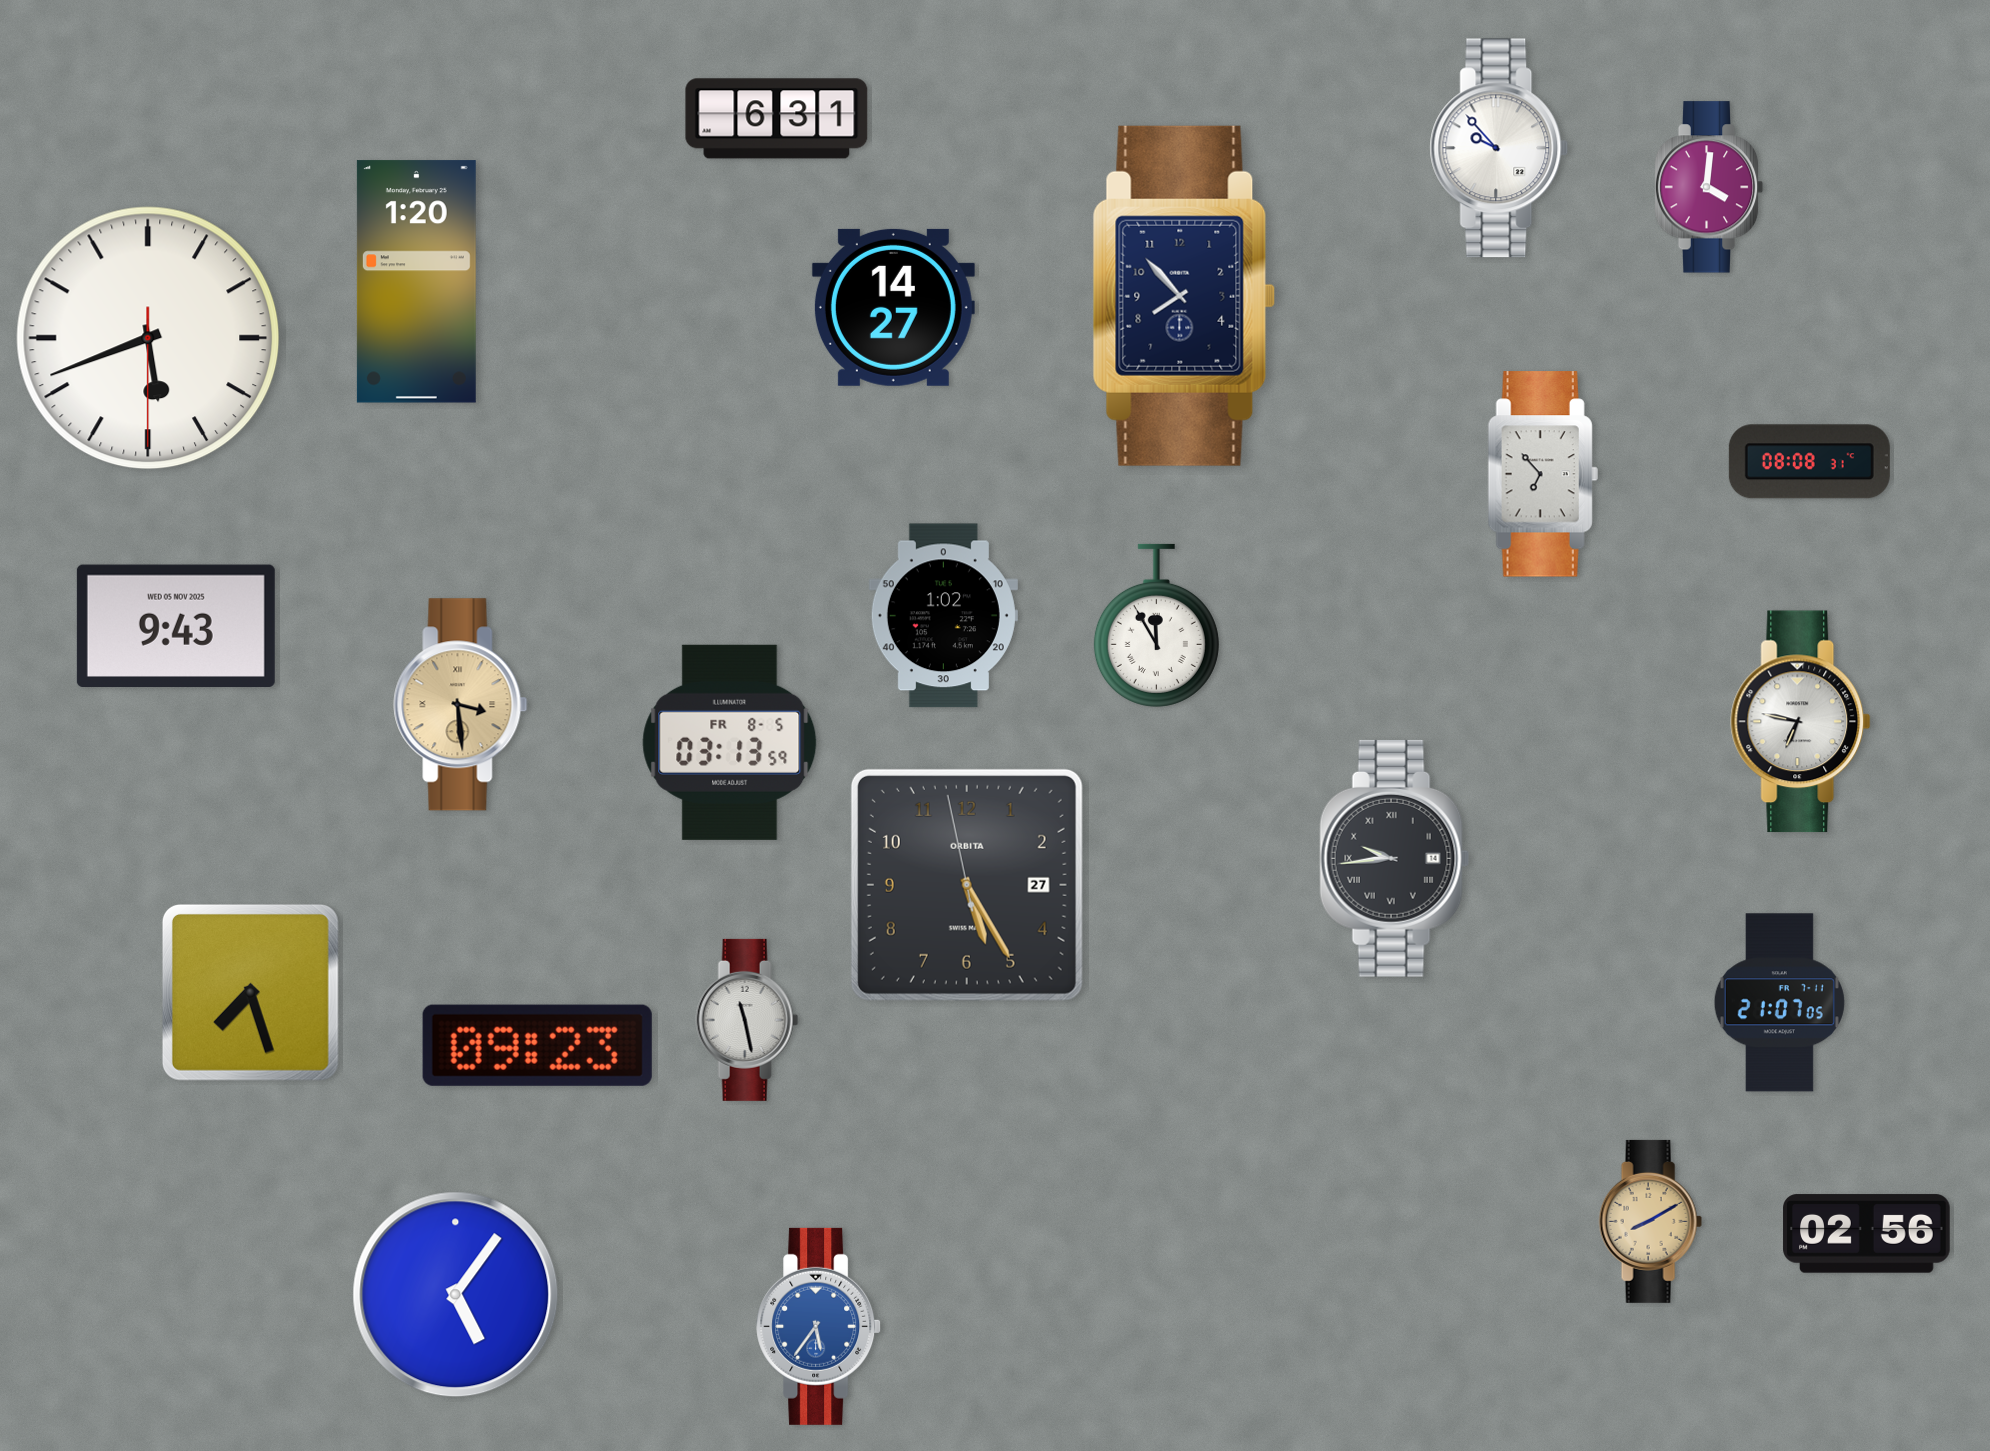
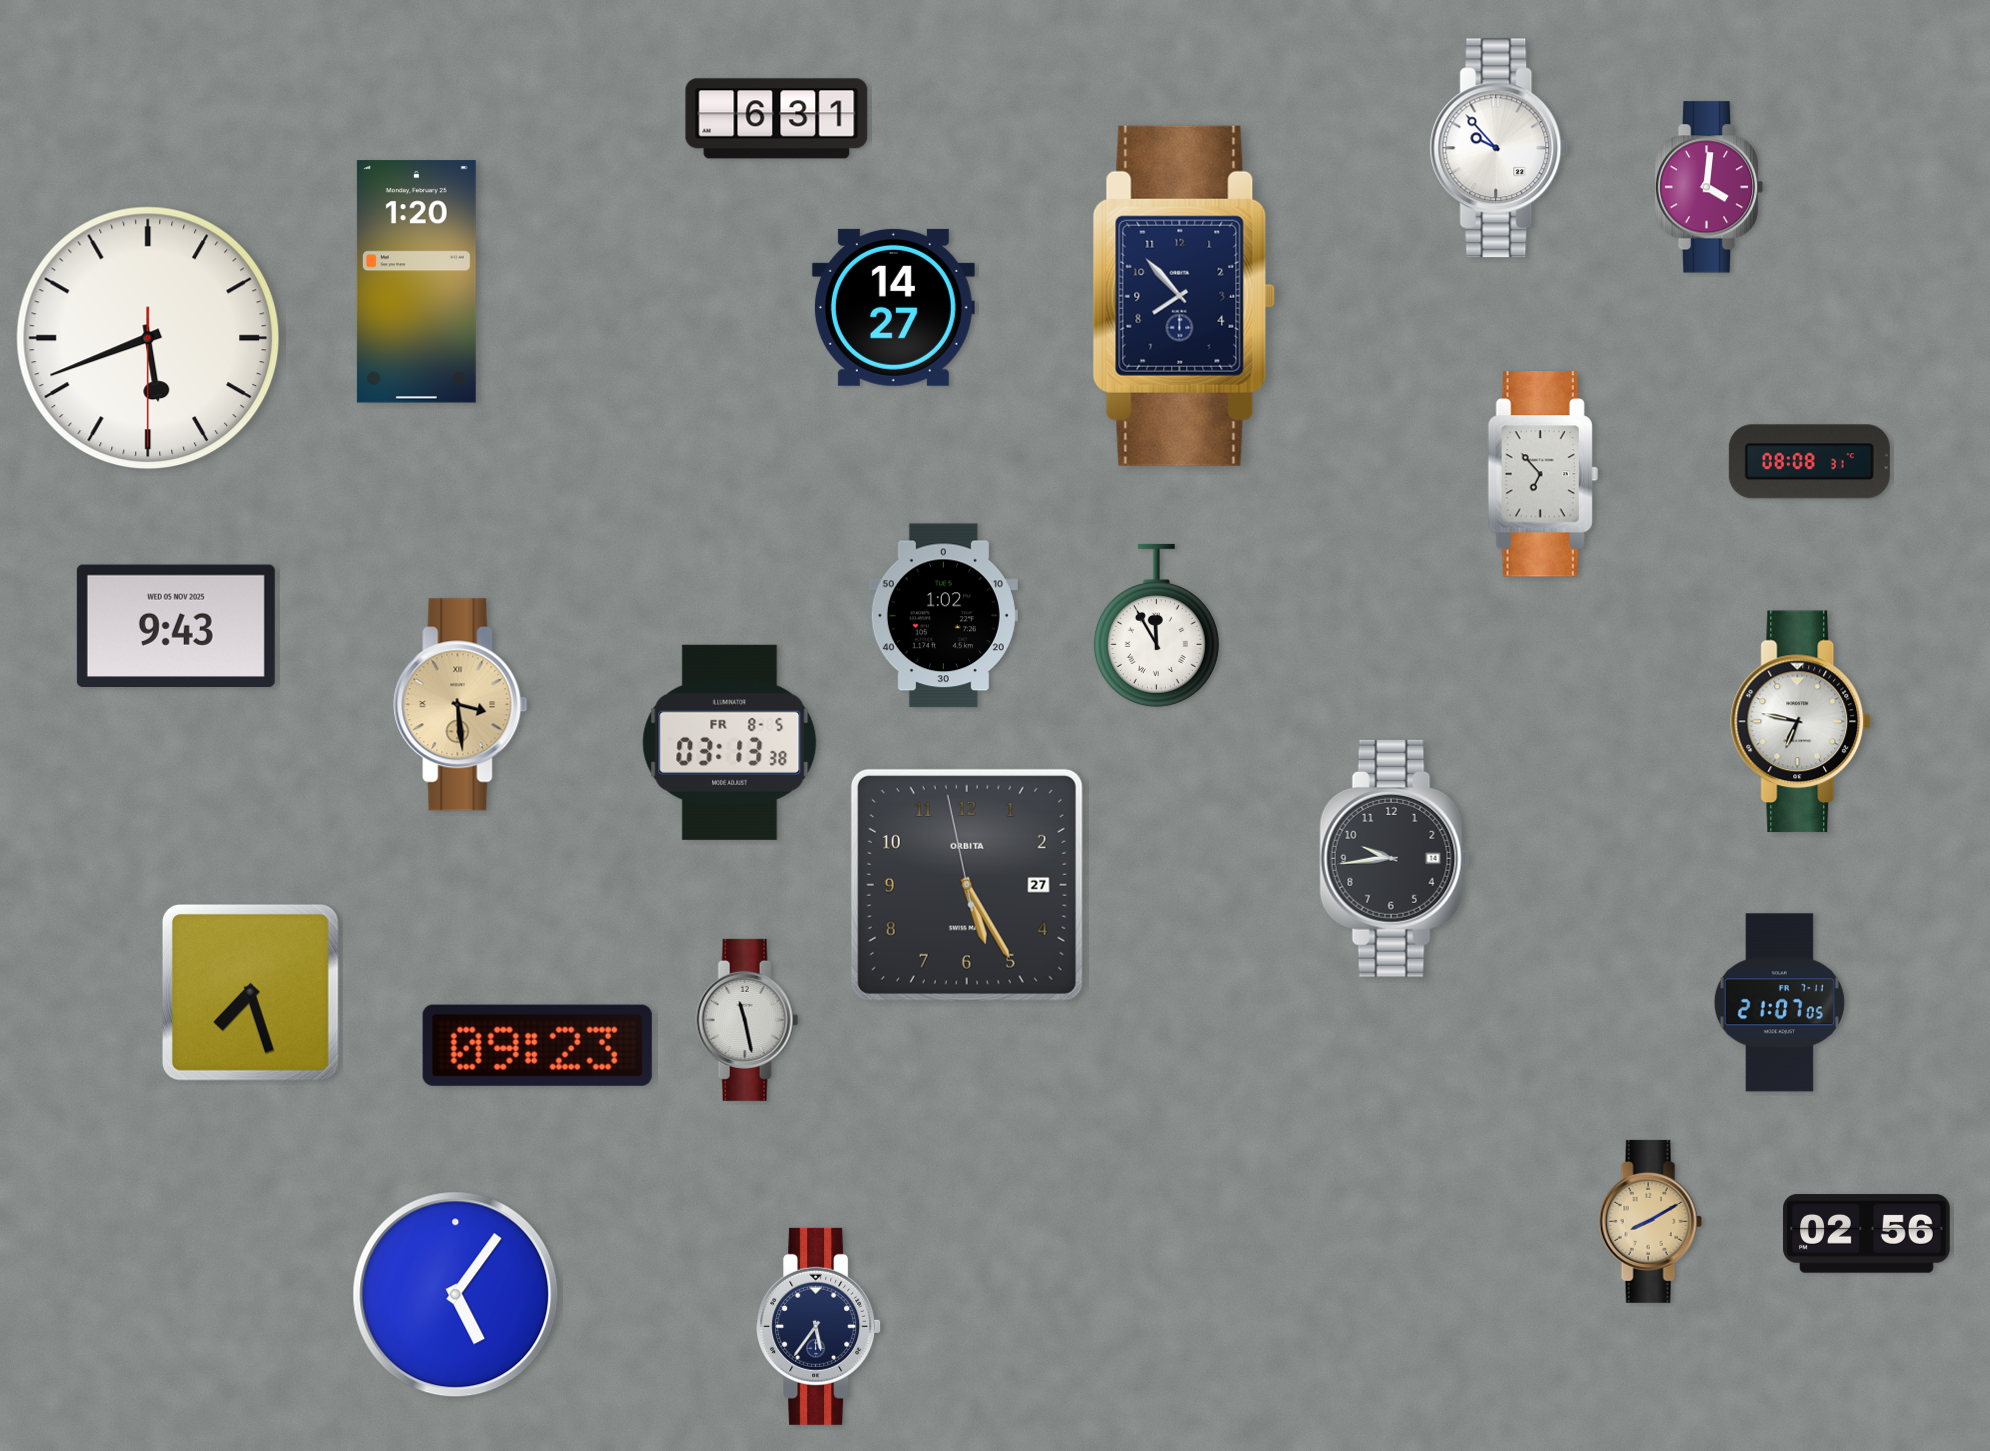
clock at (730, 742): 03:13:59 -> 03:13:38
clock at (1395, 858) numerals: Roman -> Arabic
clock at (819, 1326) dial: blue -> navy
